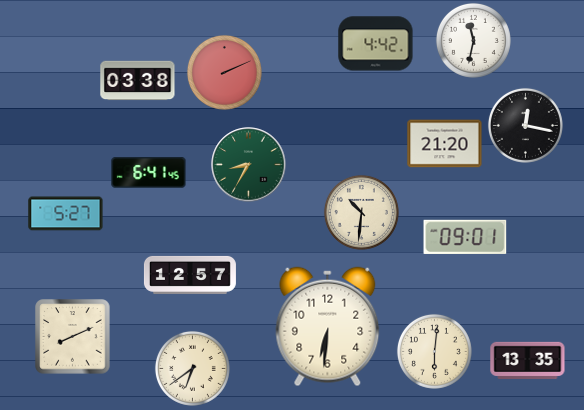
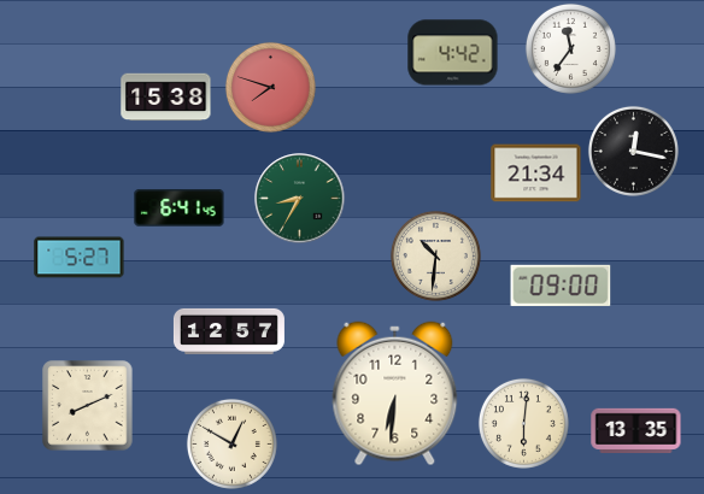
clock at (473, 40): 11:32 -> 11:36
clock at (224, 72): 2:11 -> 7:48
clock at (138, 81): 03:38 -> 15:38
clock at (445, 144): 21:20 -> 21:34
clock at (465, 237): 09:01 -> 09:00
clock at (528, 360) position: (528, 360) -> (636, 430)
clock at (192, 368): 6:39 -> 12:50
